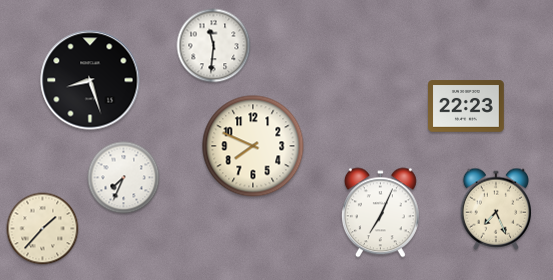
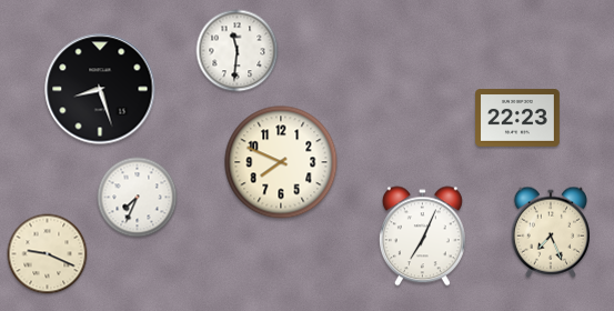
clock at (43, 229): 1:37 -> 9:19
